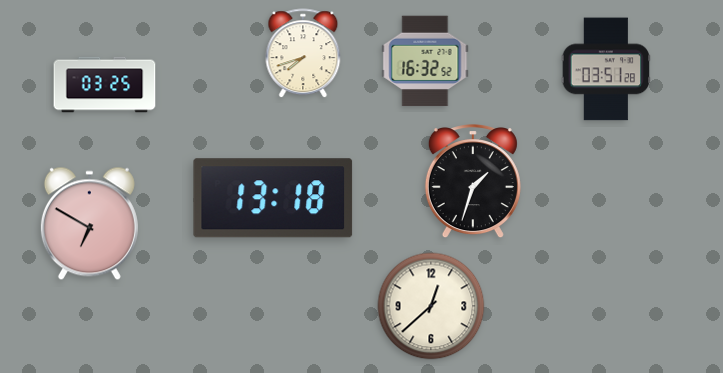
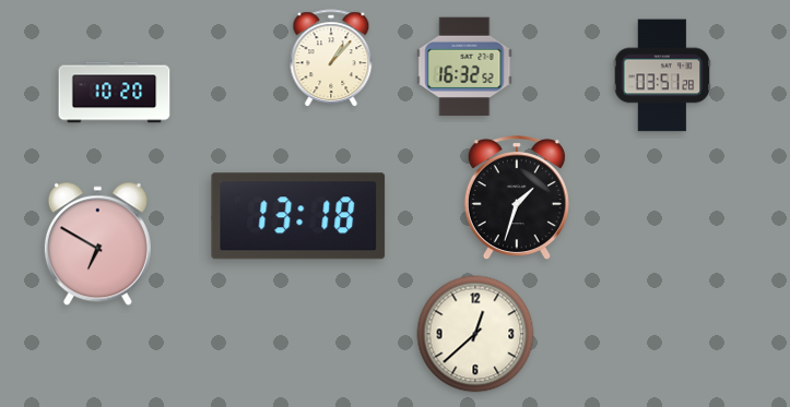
clock at (303, 54): 7:42 -> 1:07
clock at (105, 85): 03:25 -> 10:20
clock at (431, 306) position: (431, 306) -> (475, 334)
